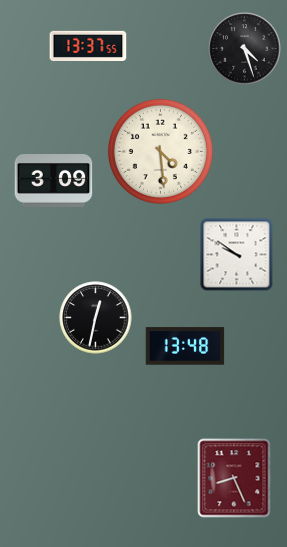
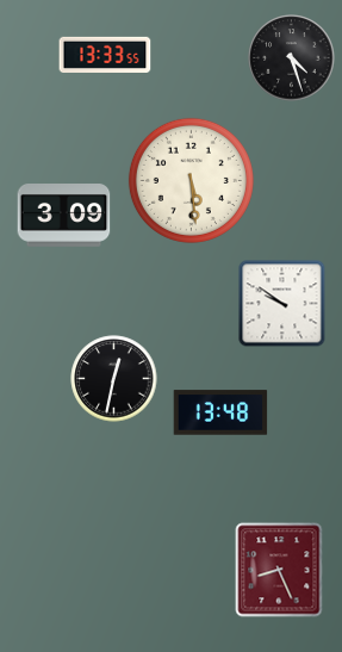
clock at (88, 45): 13:37 -> 13:33
clock at (160, 151): 4:29 -> 5:29
